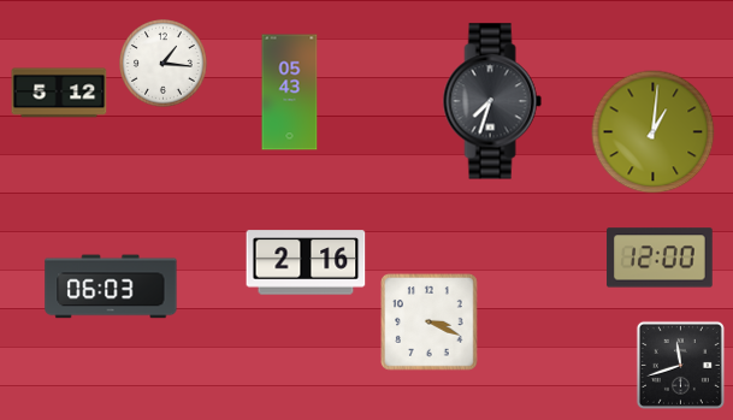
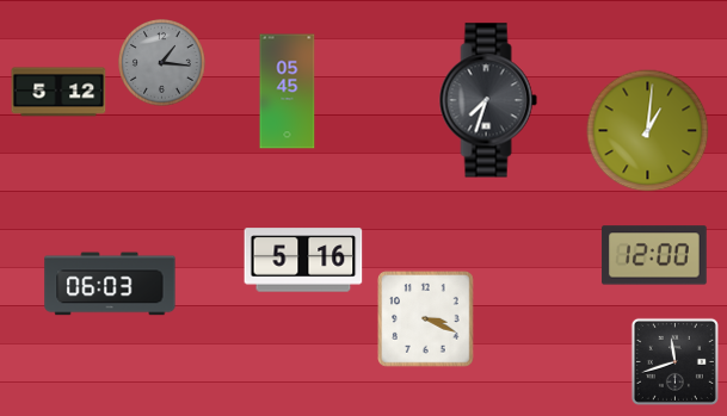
clock at (164, 64) dial: white -> grey
clock at (290, 93): 05:43 -> 05:45
clock at (306, 262): 2:16 -> 5:16
